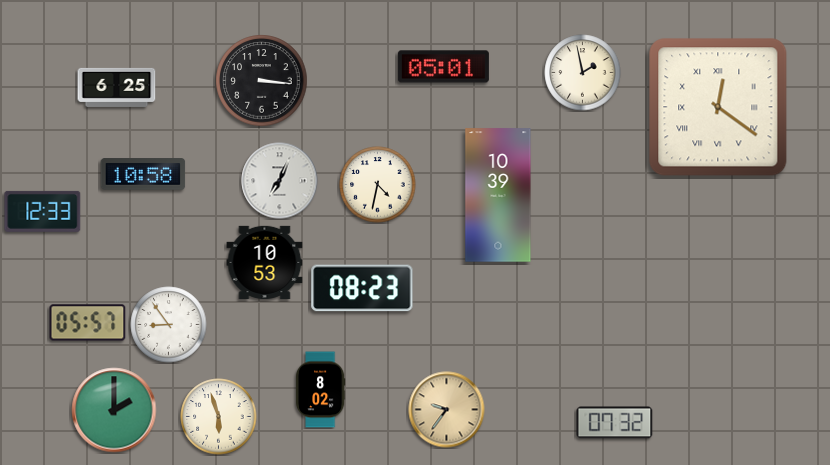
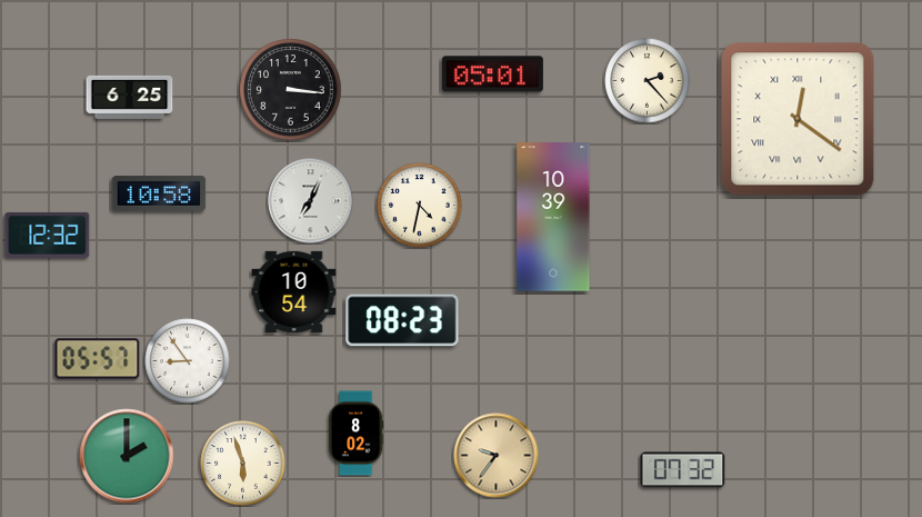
clock at (583, 73): 1:58 -> 2:23
clock at (43, 211): 12:33 -> 12:32
clock at (265, 262): 10:53 -> 10:54
